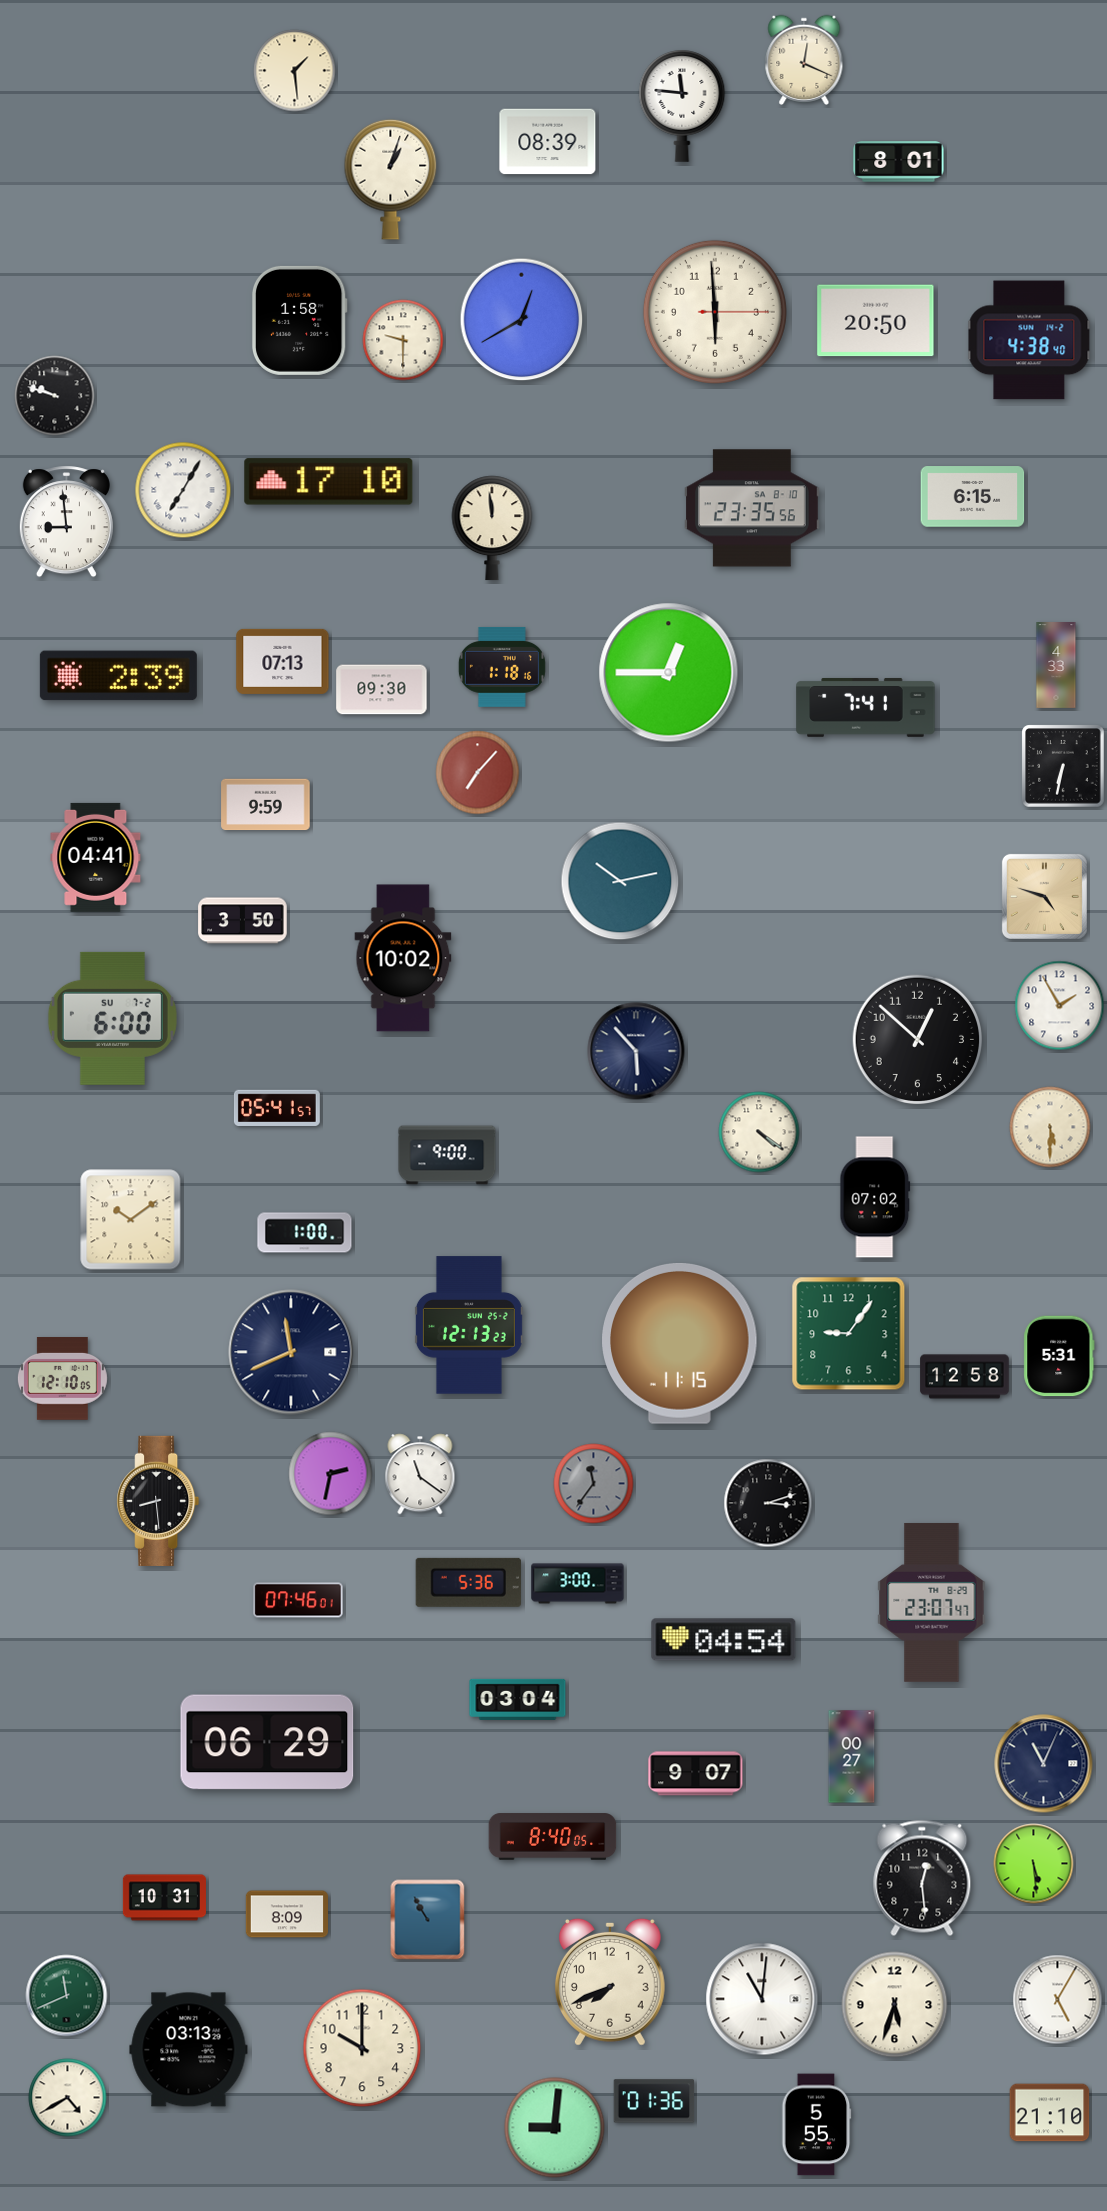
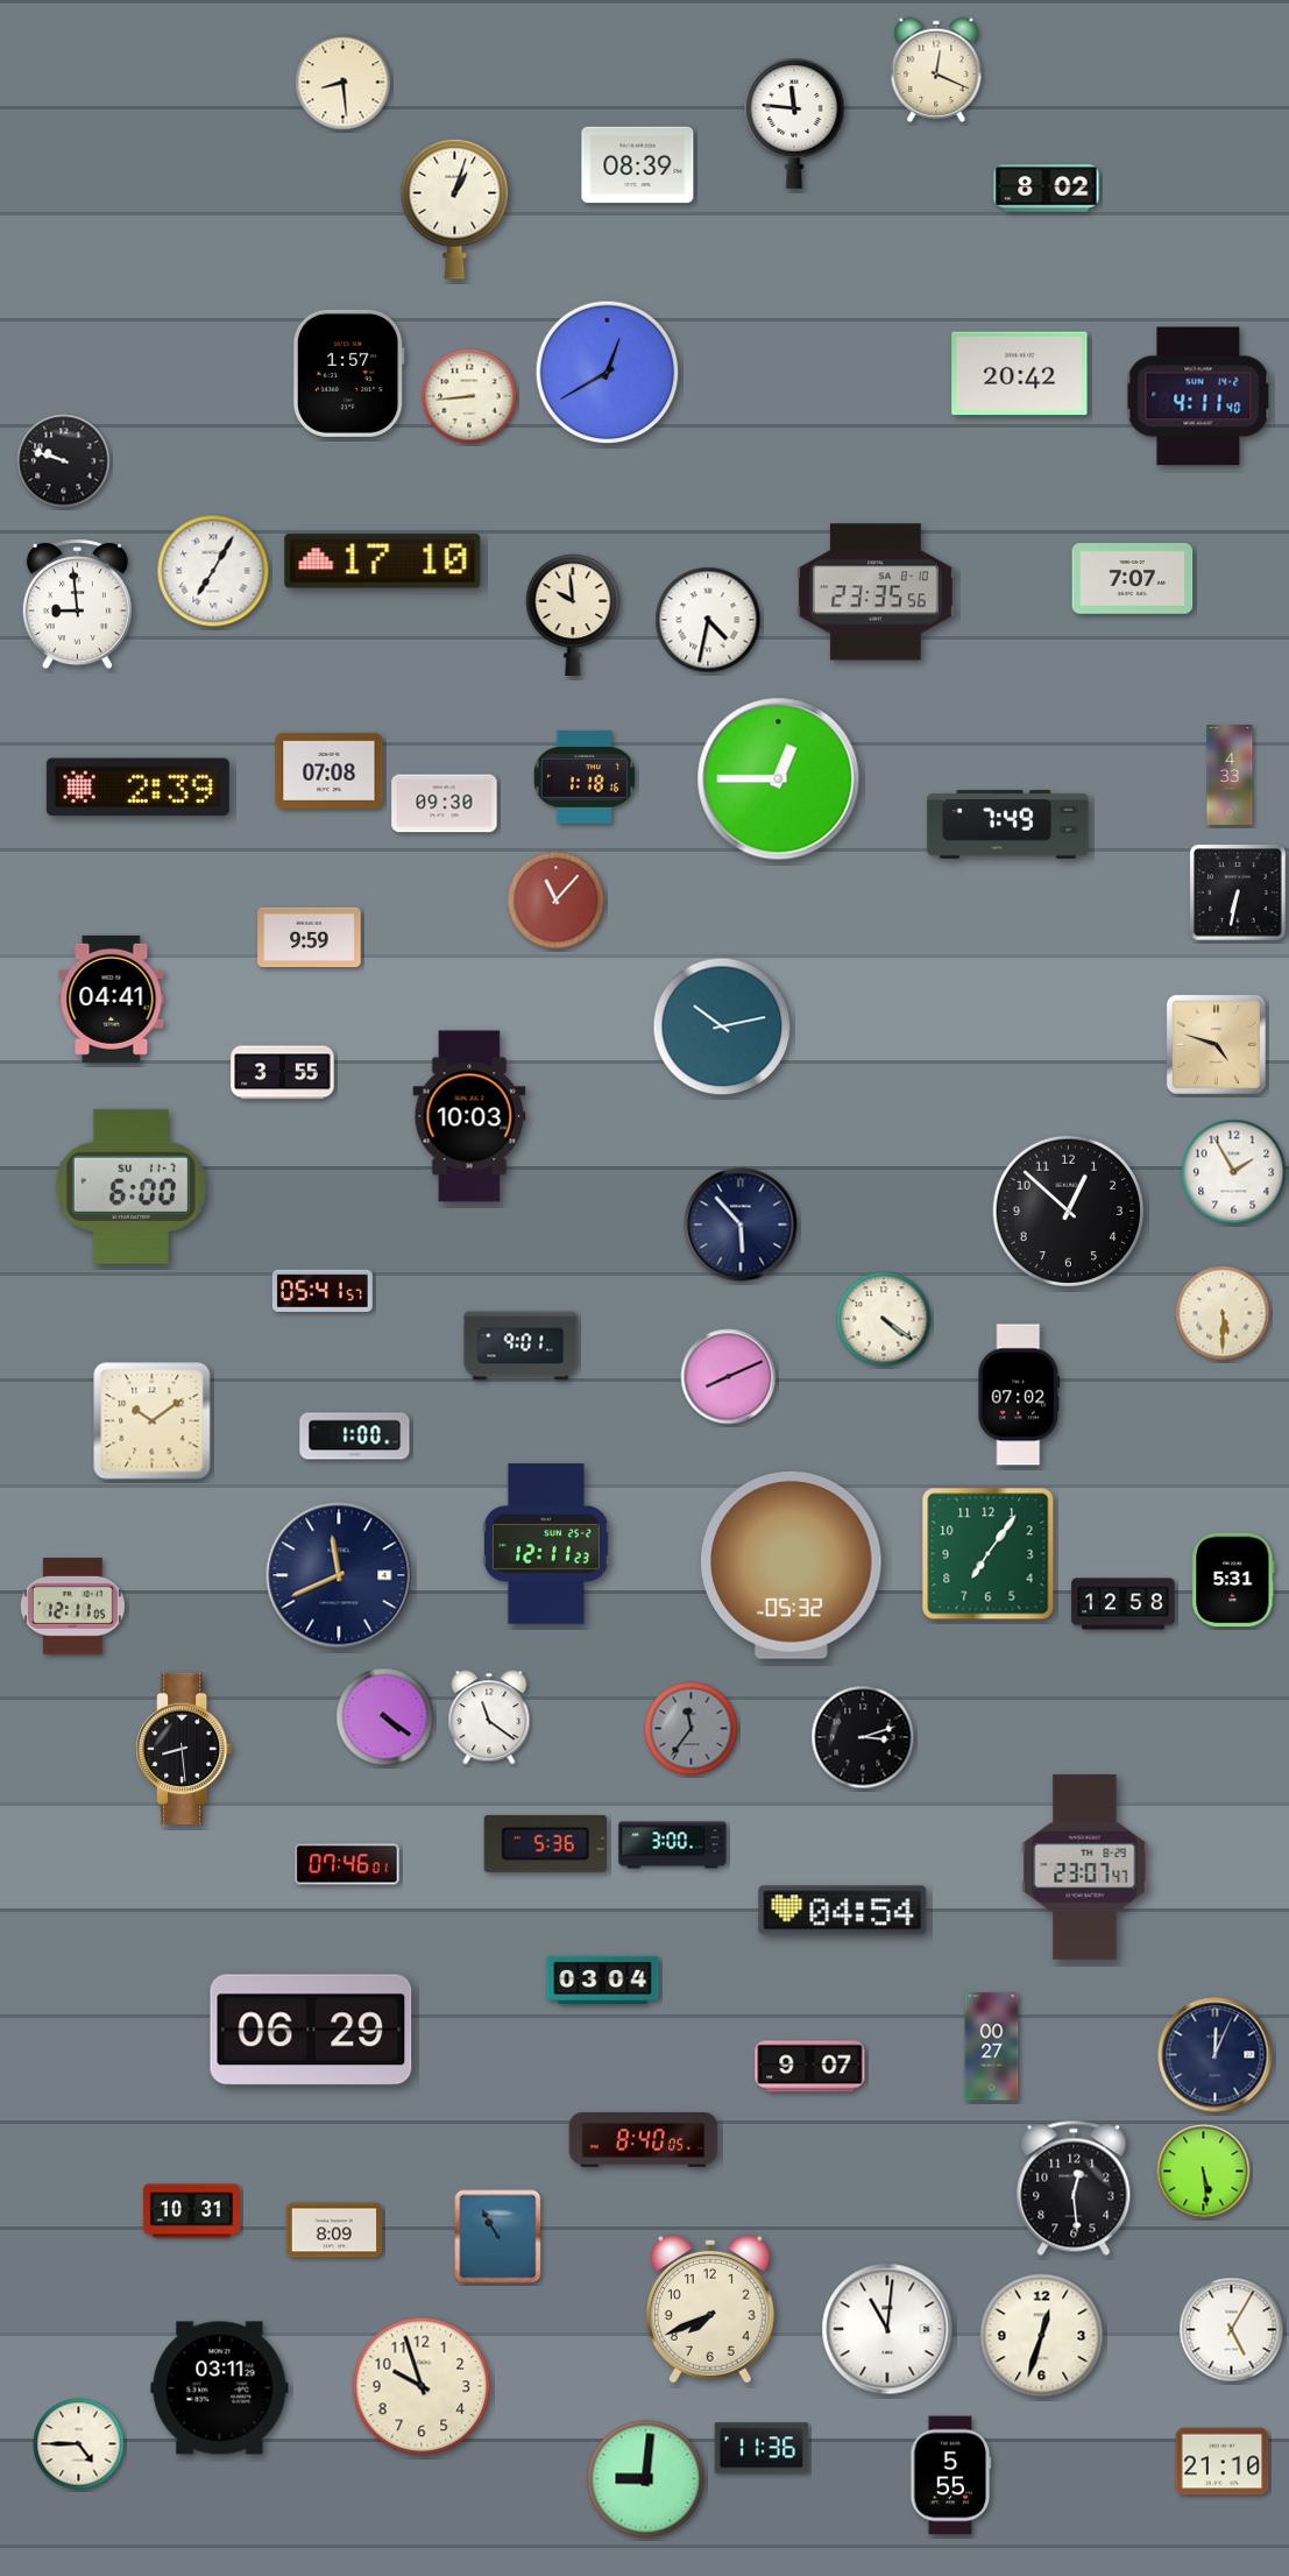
clock at (295, 71): 1:29 -> 8:29
clock at (899, 162): 8:01 -> 8:02
clock at (715, 312): 5:59 -> none
clock at (299, 320): 1:58 -> 1:57
clock at (876, 321): 20:50 -> 20:42
clock at (403, 340): 9:30 -> 8:44
clock at (1029, 340): 4:38 -> 4:11
clock at (973, 497): 6:15 -> 7:07
clock at (66, 522) position: (66, 522) -> (77, 605)
clock at (492, 528): 11:59 -> 9:59
clock at (708, 620): none -> 4:32
clock at (283, 661): 07:13 -> 07:08
clock at (669, 673) position: (669, 673) -> (779, 779)
clock at (866, 708): 7:41 -> 7:49
clock at (478, 773): 7:07 -> 11:07
clock at (243, 921): 3:50 -> 3:55
clock at (403, 958): 10:02 -> 10:03
clock at (112, 1018) date: SU 7-2 -> SU 11-7
clock at (447, 1155): 9:00 -> 9:01
clock at (729, 1377): none -> 8:11
clock at (469, 1325): 12:13 -> 12:11
clock at (849, 1334): 9:06 -> 7:06
clock at (680, 1343): 11:15 -> 05:32
clock at (62, 1379): 12:10 -> 12:11
clock at (331, 1474): 2:32 -> 4:21
clock at (768, 1503) position: (768, 1503) -> (863, 1737)
clock at (1044, 1764): 11:04 -> 12:04
clock at (67, 1996): 11:41 -> none
clock at (895, 2005): 5:33 -> 12:33
clock at (362, 2048): 10:00 -> 9:57
clock at (189, 2050): 03:13 -> 03:11
clock at (68, 2098): 4:40 -> 4:45
clock at (654, 2101): 01:36 -> 11:36
